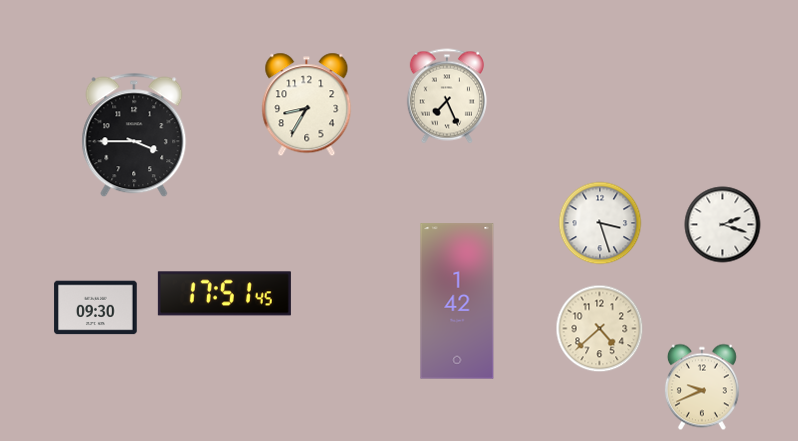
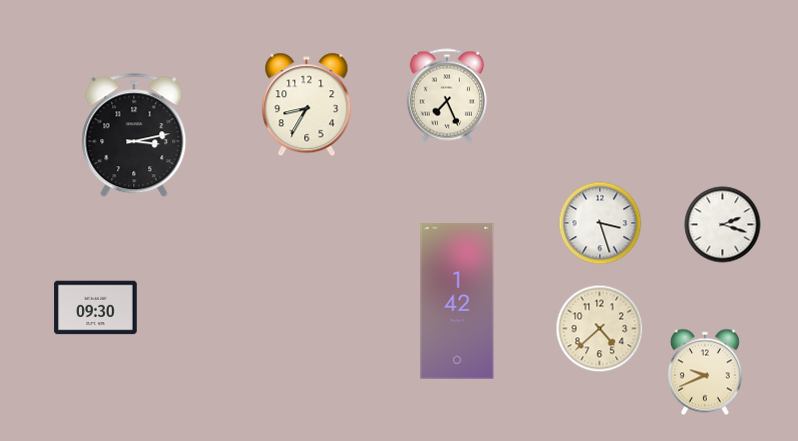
clock at (134, 135): 3:45 -> 3:13
clock at (224, 294): 17:51 -> none
clock at (702, 387) position: (702, 387) -> (705, 372)
